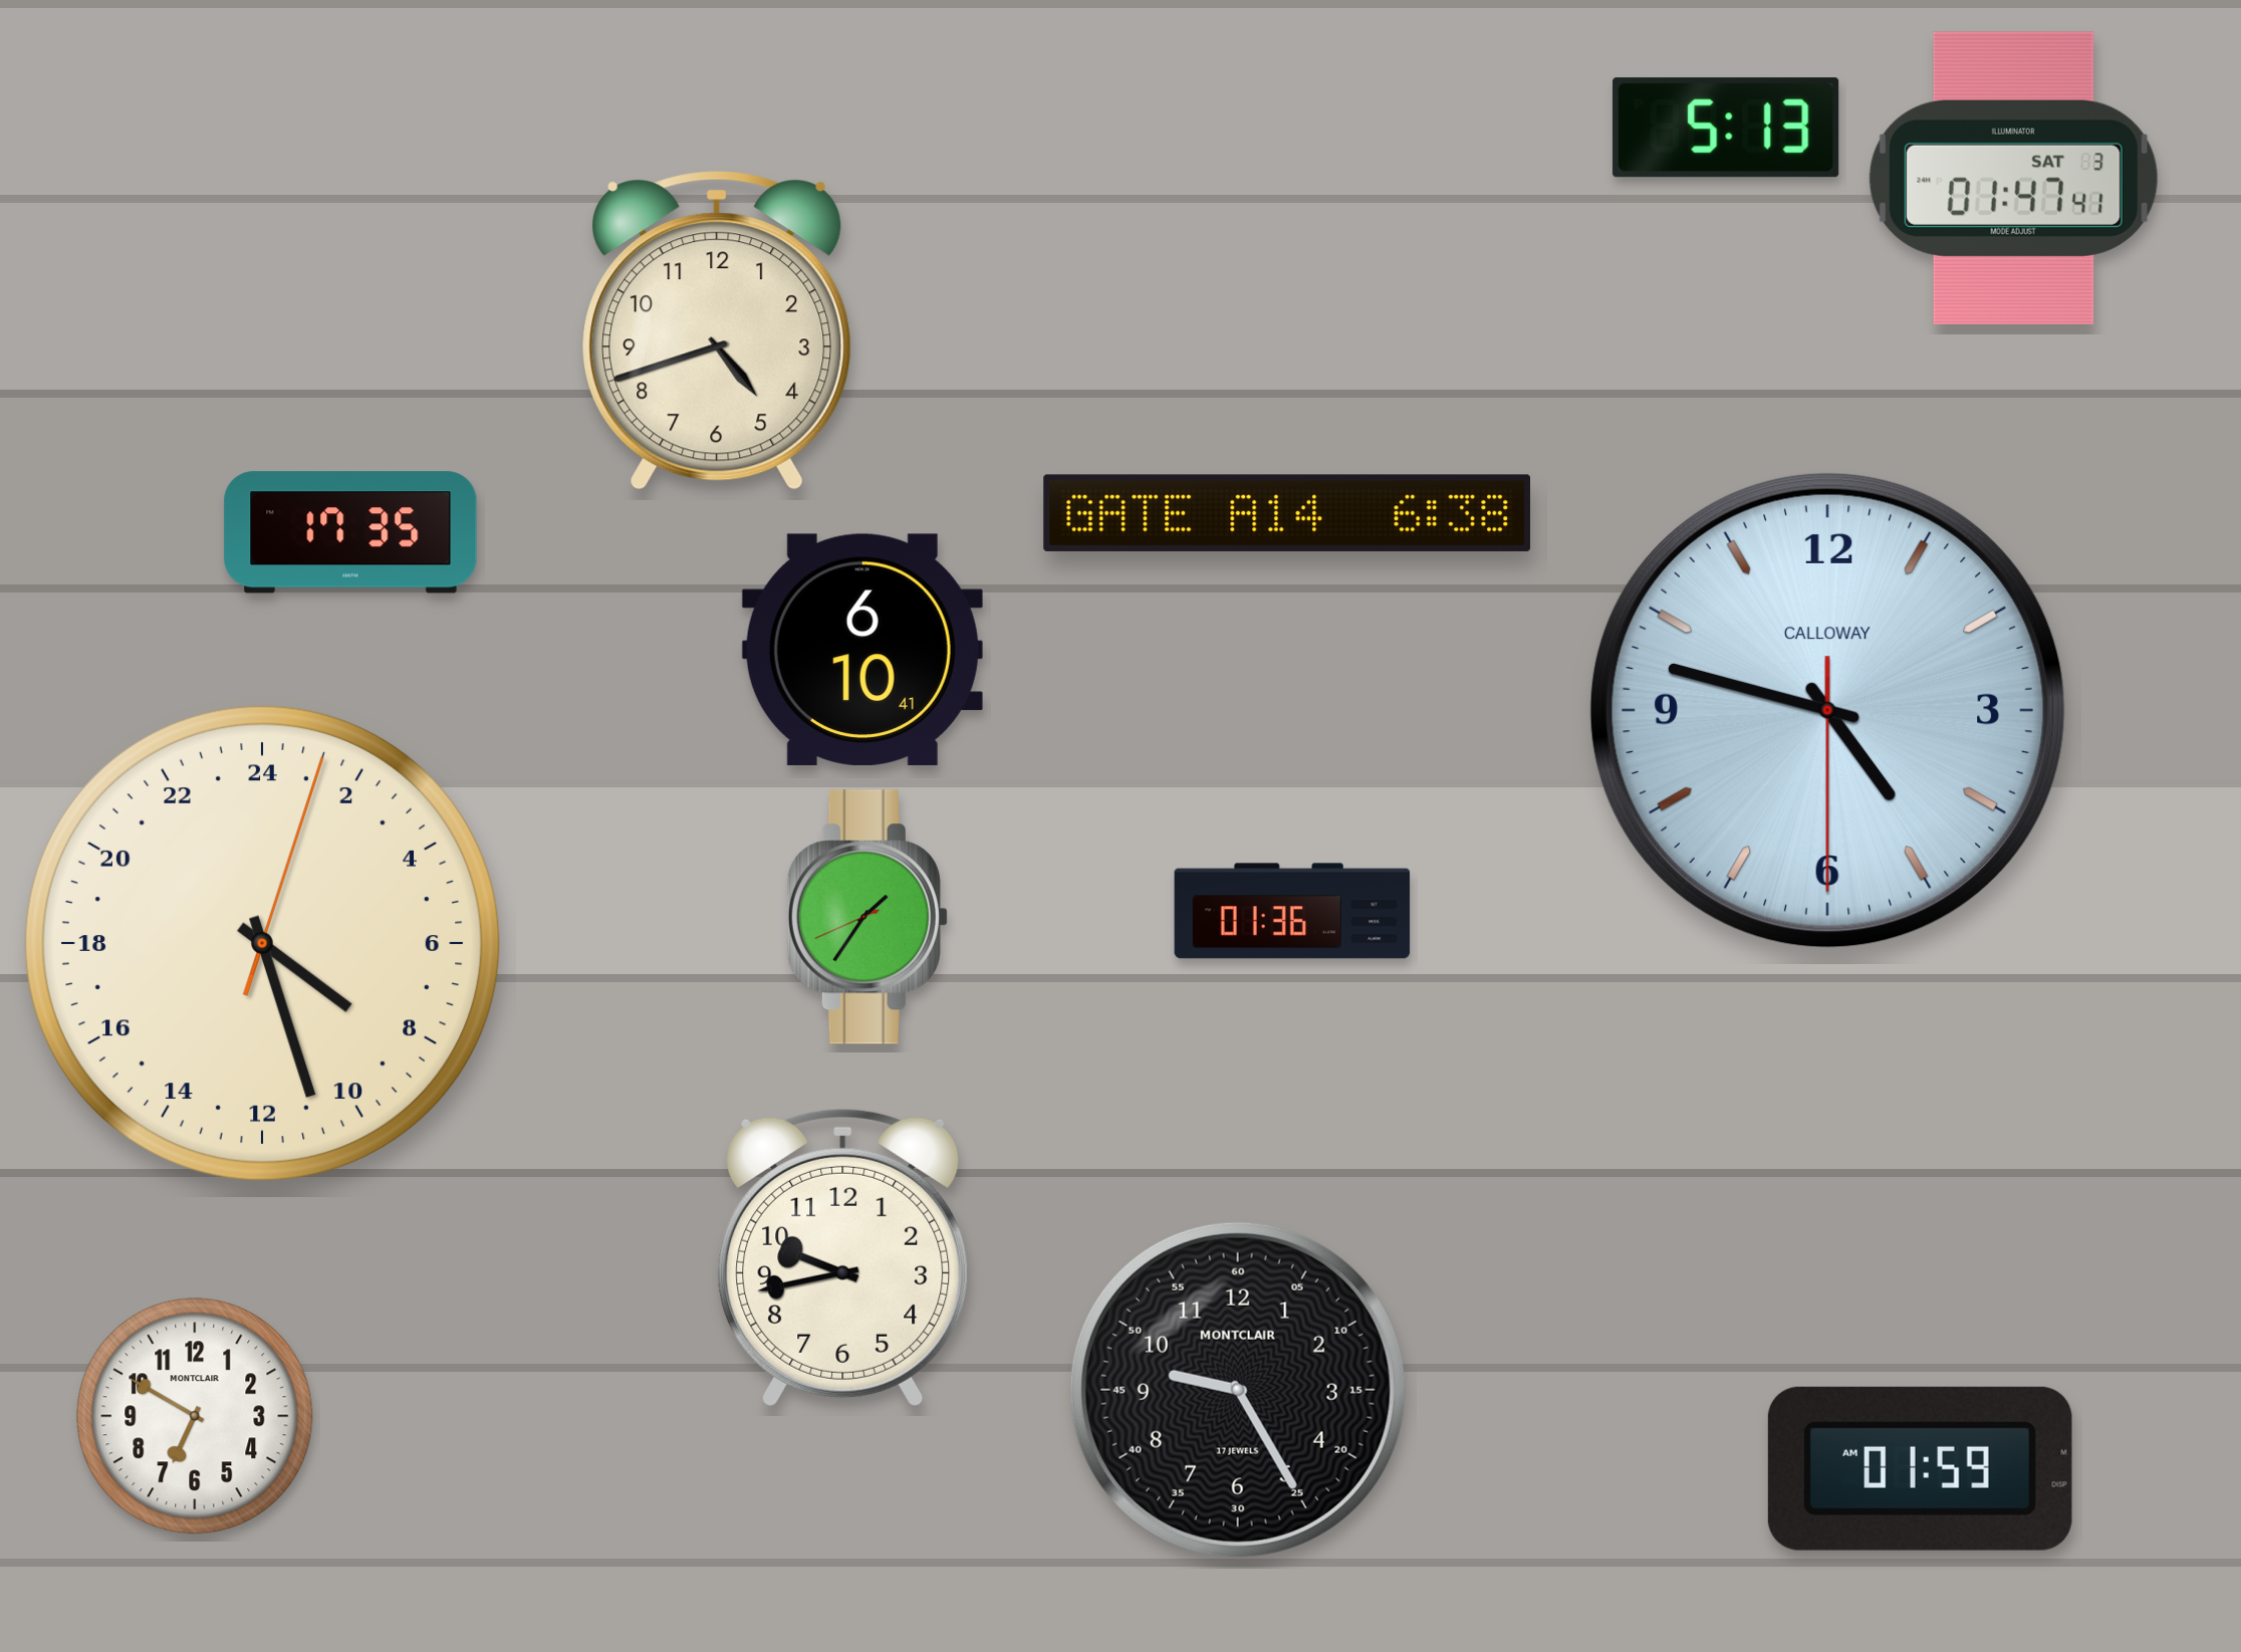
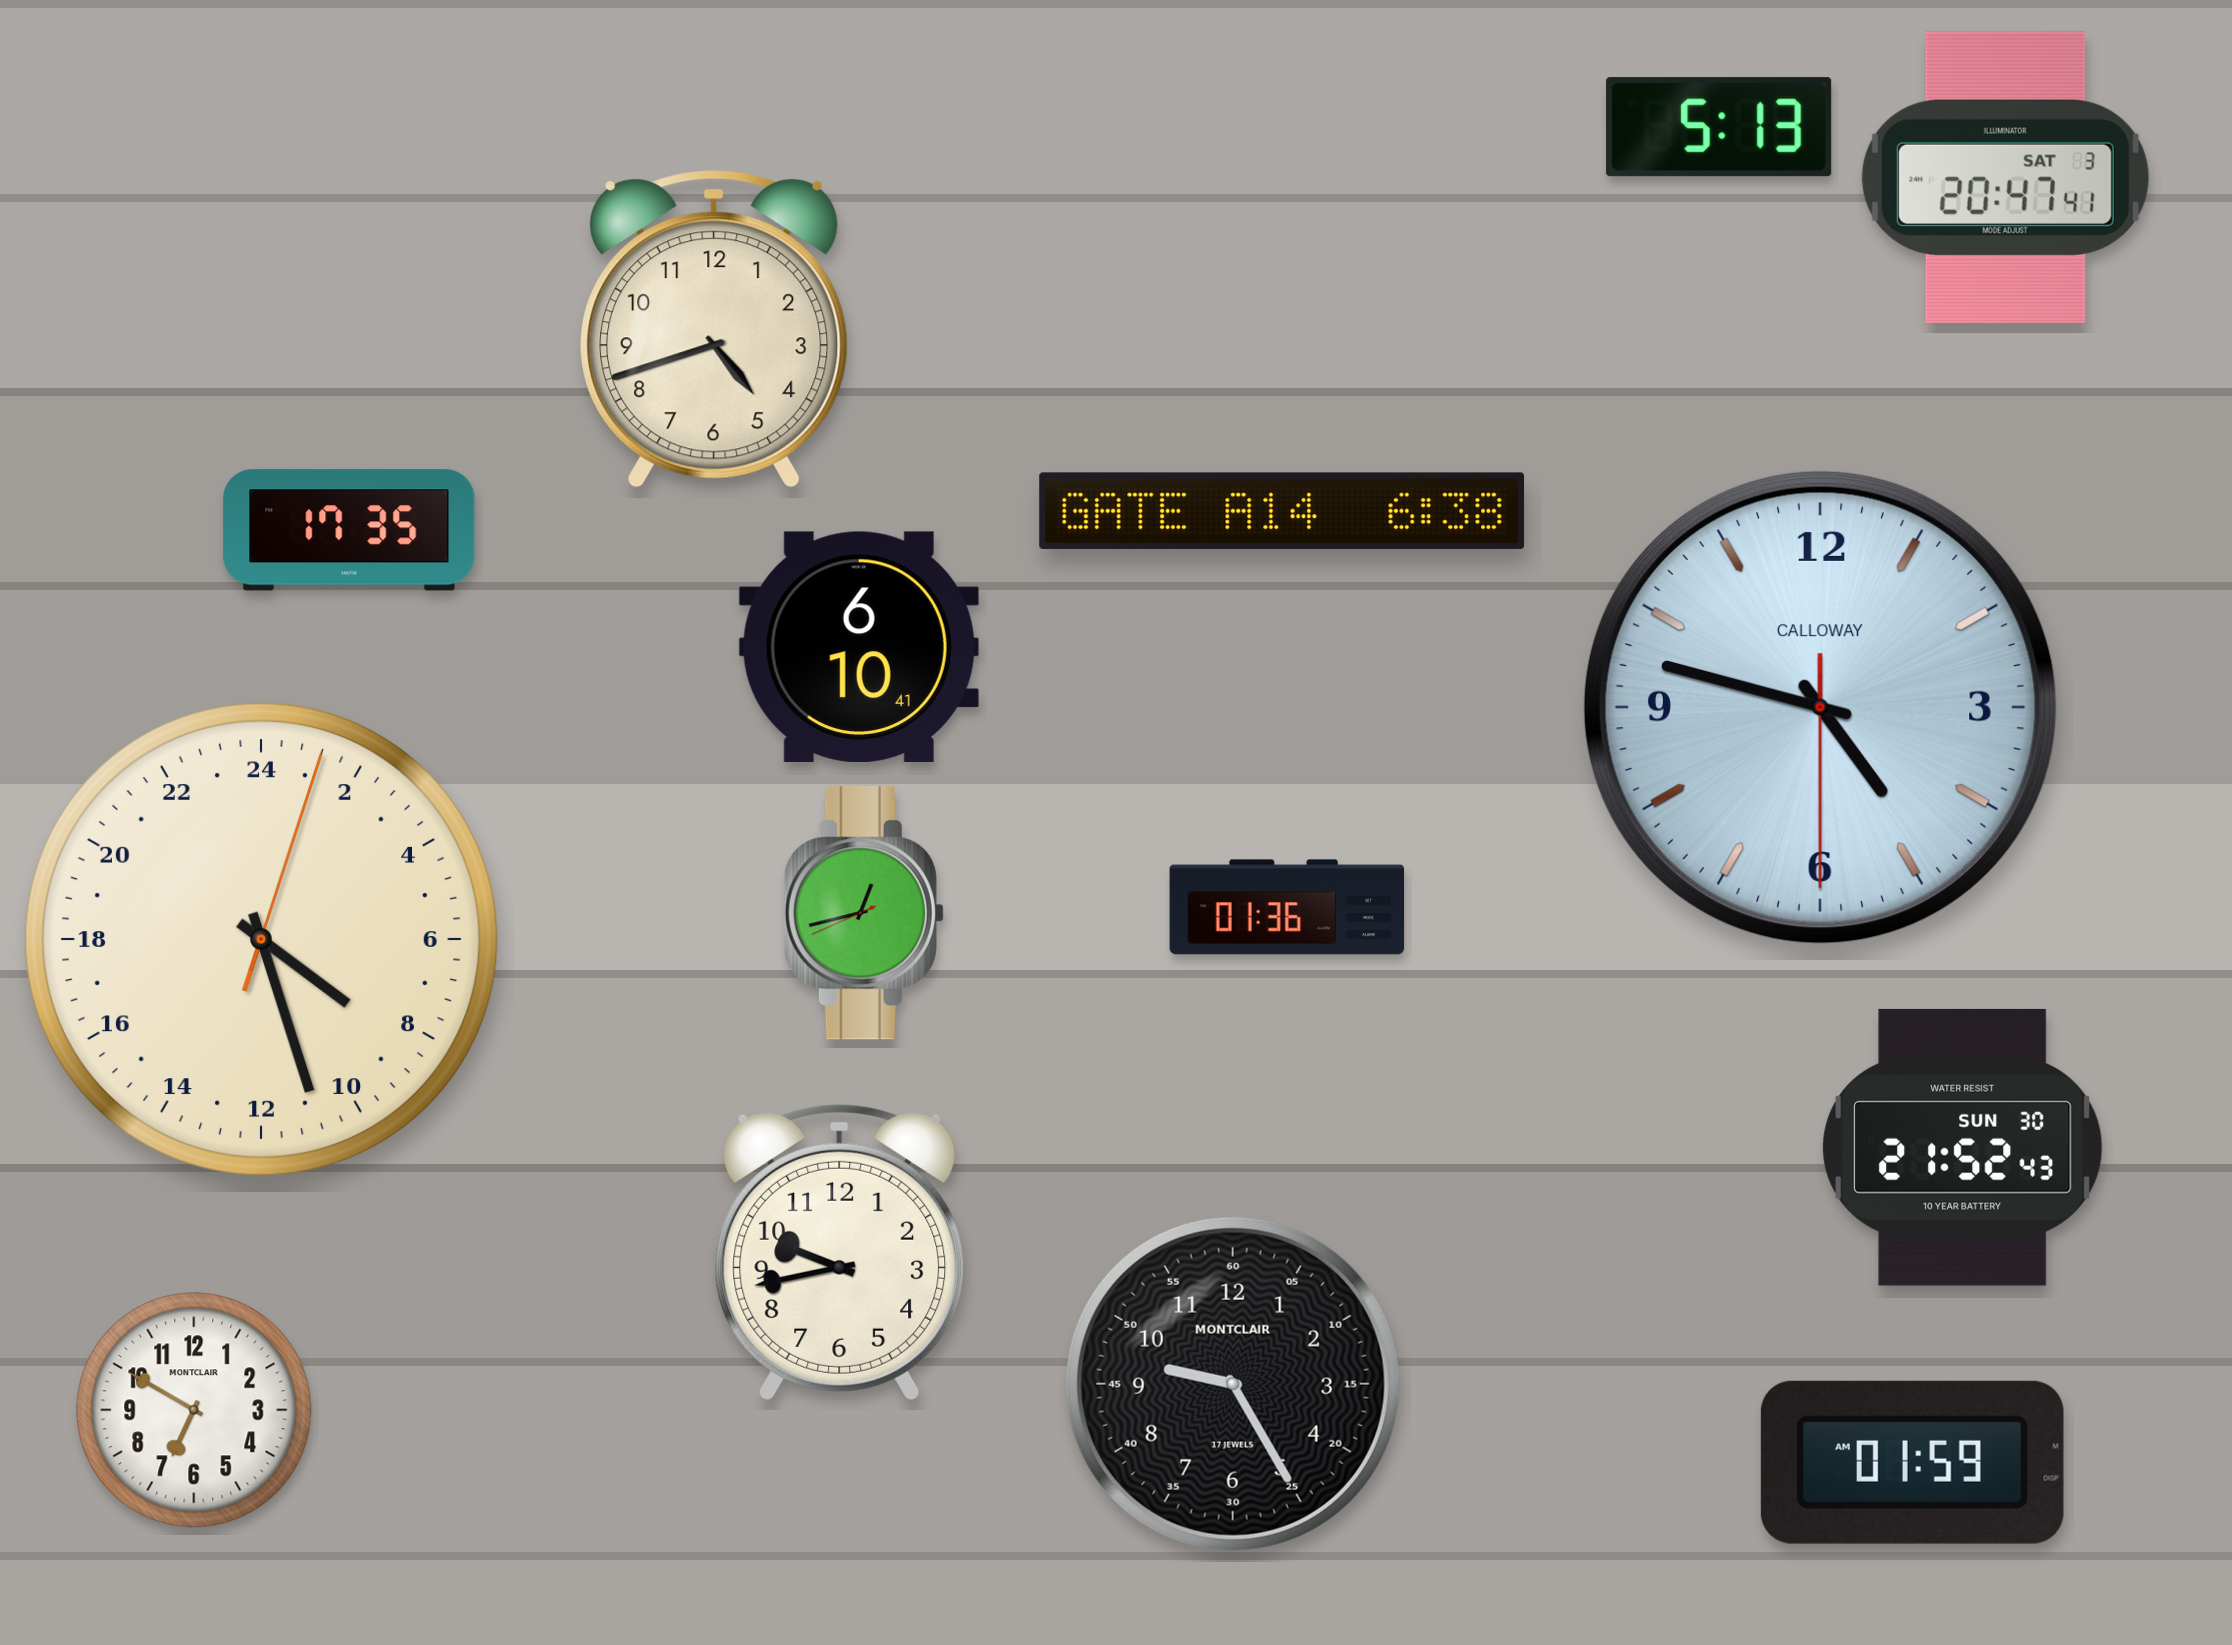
clock at (2013, 178): 01:47 -> 20:47
clock at (867, 917): 1:35 -> 12:42
clock at (1963, 1147): none -> 21:52
